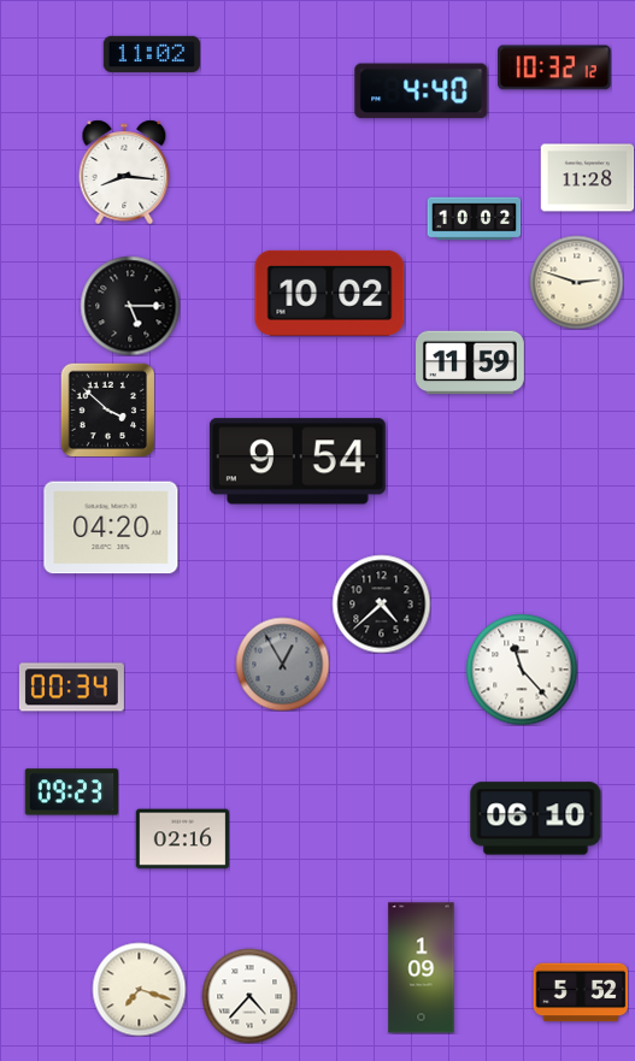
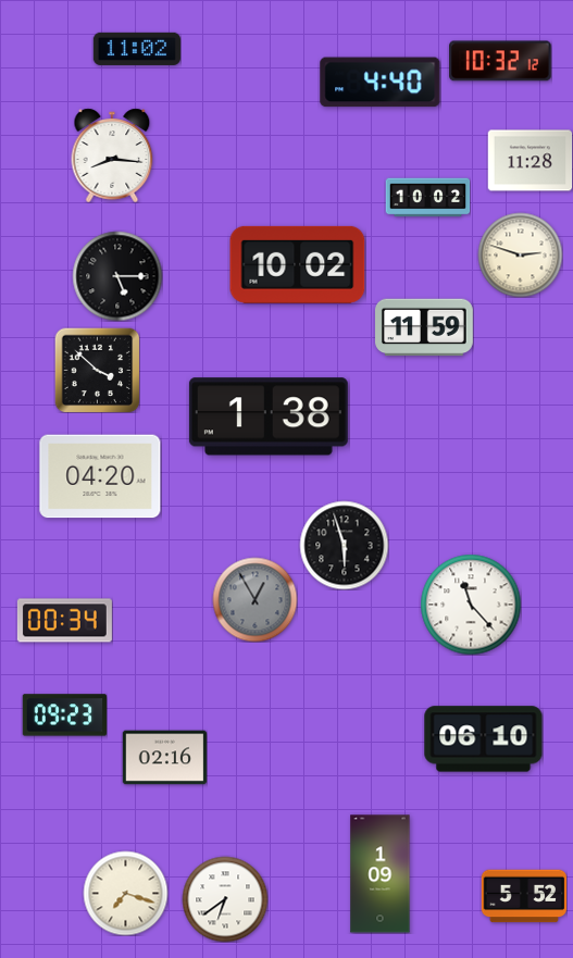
clock at (298, 461): 9:54 -> 1:38
clock at (381, 603): 4:38 -> 5:57
clock at (249, 996): 4:37 -> 6:39
